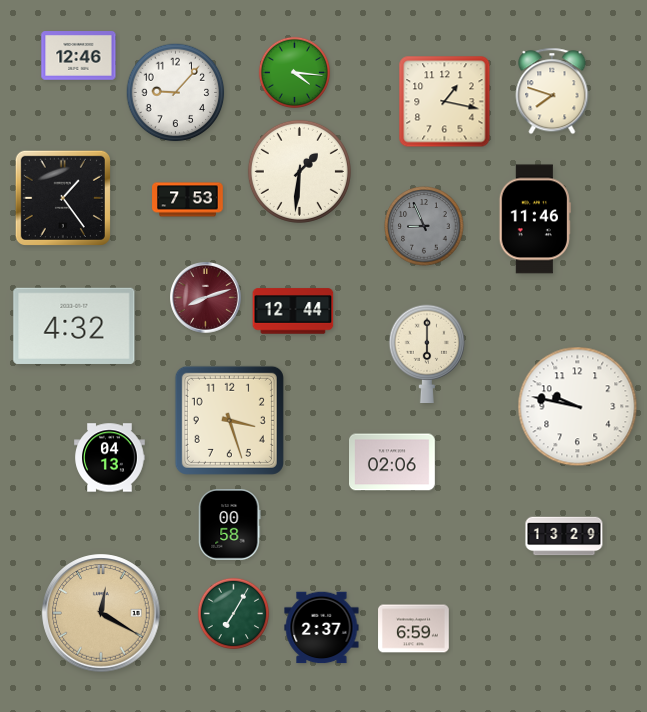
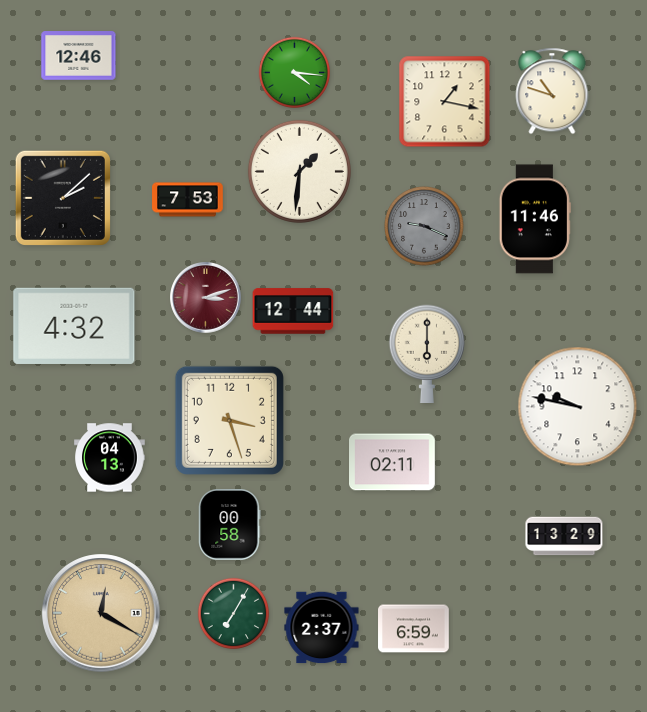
clock at (552, 91): 7:48 -> 10:48
clock at (176, 93): 9:07 -> none
clock at (63, 198): 1:24 -> 2:08
clock at (424, 226): 8:56 -> 9:19
clock at (206, 298): 8:12 -> 3:12
clock at (393, 462): 02:06 -> 02:11
